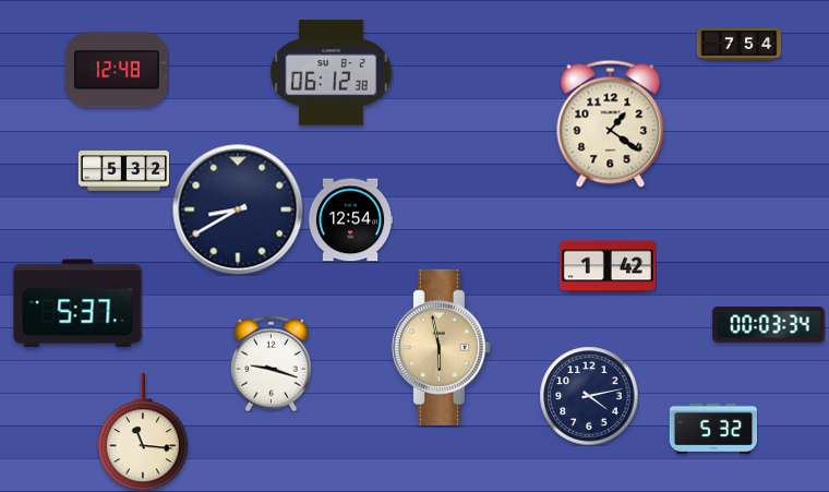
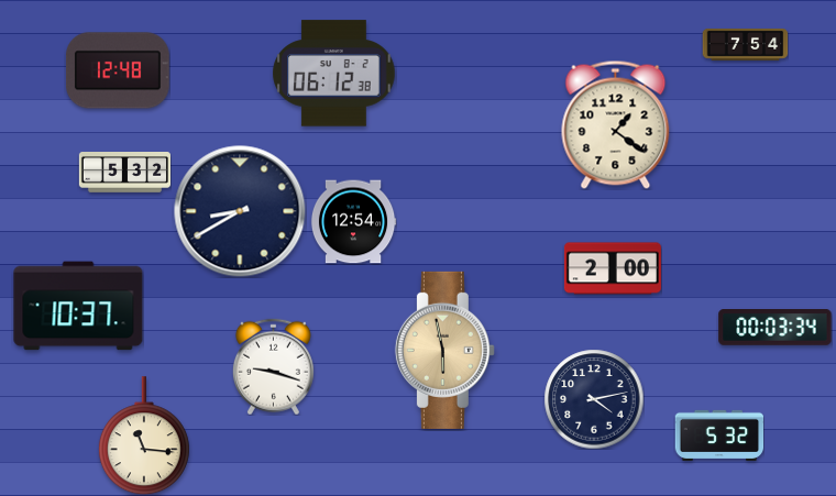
clock at (608, 266): 1:42 -> 2:00
clock at (77, 303): 5:37 -> 10:37
clock at (713, 429) position: (713, 429) -> (719, 436)
